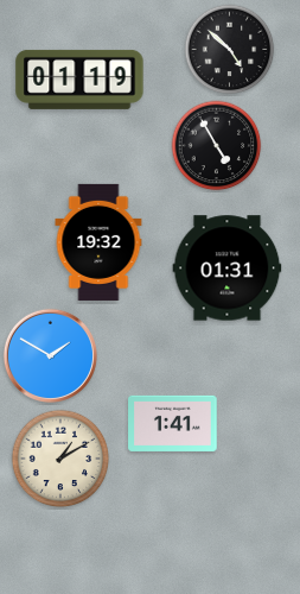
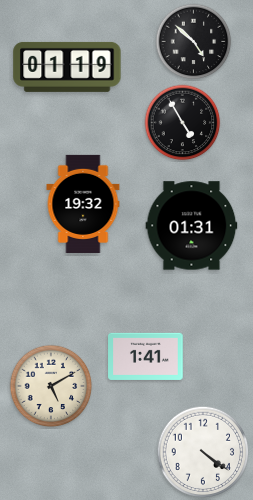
clock at (50, 355): 1:50 -> none
clock at (60, 459): 1:10 -> 5:10
clock at (203, 452): none -> 4:21
